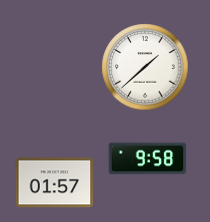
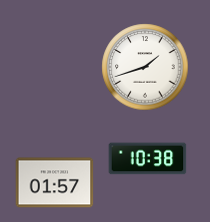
clock at (145, 67): 1:38 -> 1:42
clock at (147, 159): 9:58 -> 10:38
